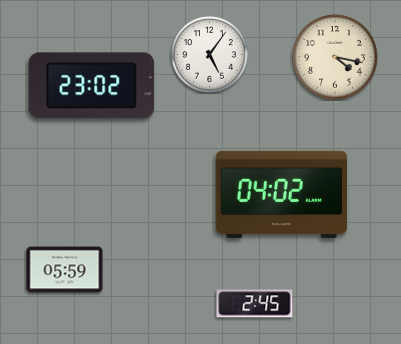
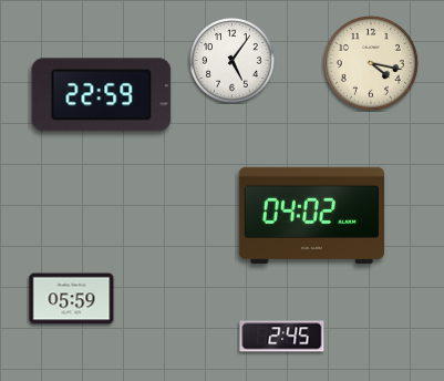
clock at (92, 86): 23:02 -> 22:59
